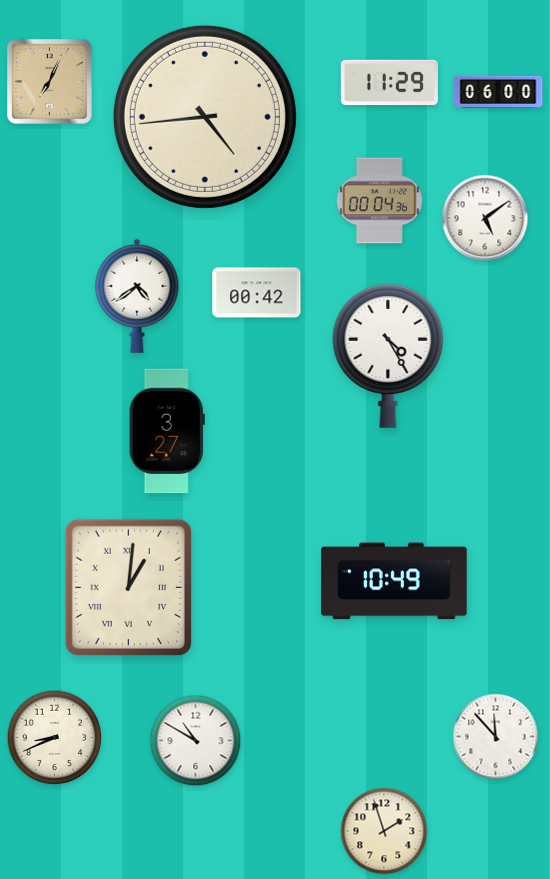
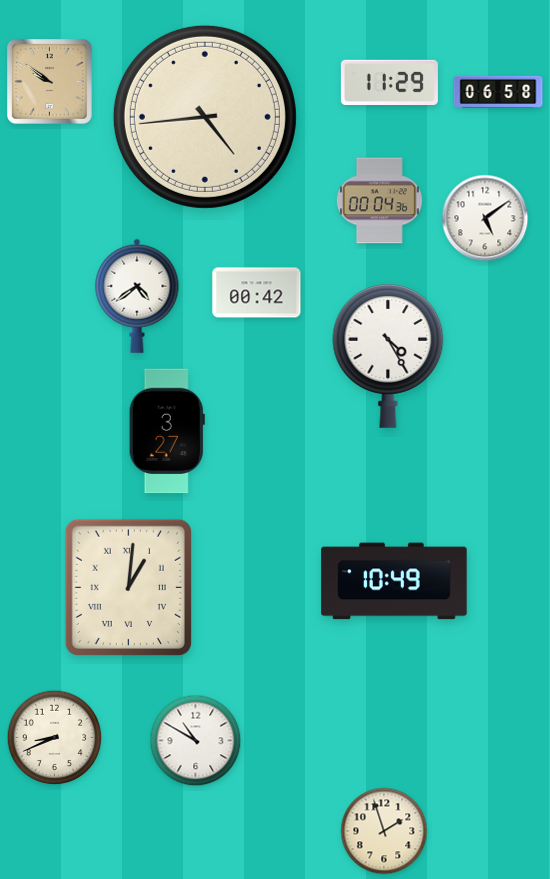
clock at (50, 82): 7:04 -> 9:51
clock at (498, 92): 06:00 -> 06:58
clock at (496, 737): 11:53 -> none
